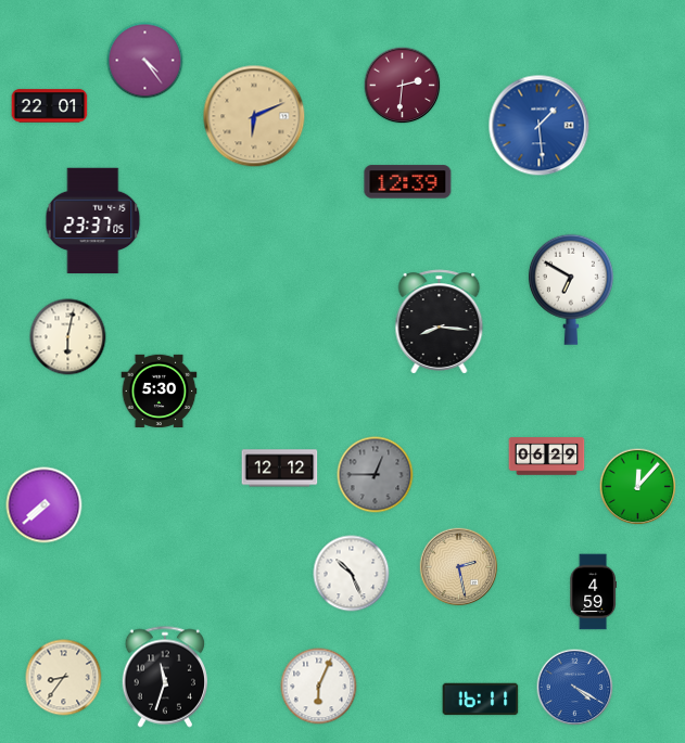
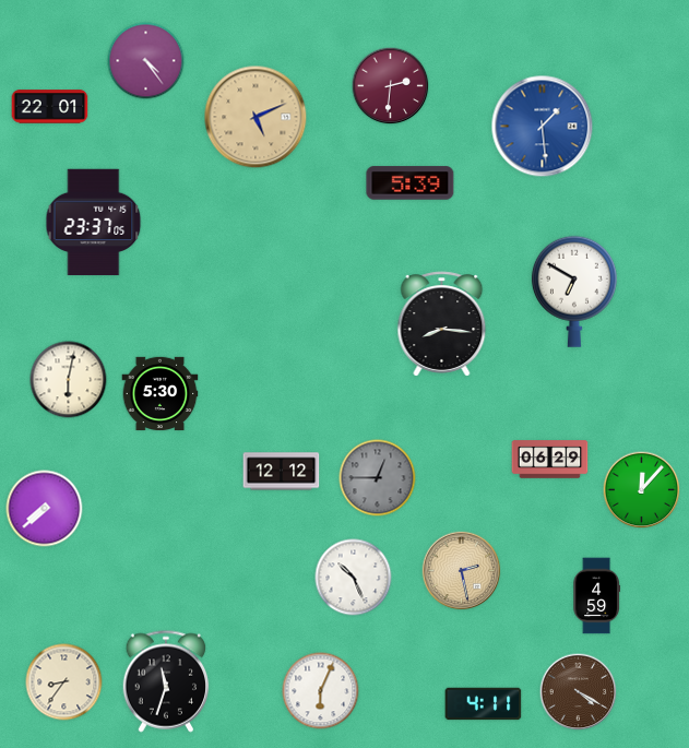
clock at (403, 86) position: (403, 86) -> (391, 86)
clock at (254, 116): 6:11 -> 5:11
clock at (408, 182): 12:39 -> 5:39
clock at (68, 337) position: (68, 337) -> (69, 380)
clock at (575, 688) dial: blue -> brown
clock at (481, 700): 16:11 -> 4:11
